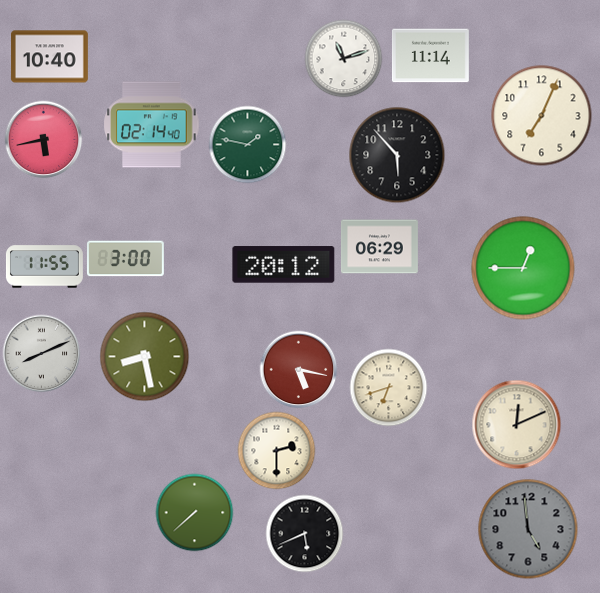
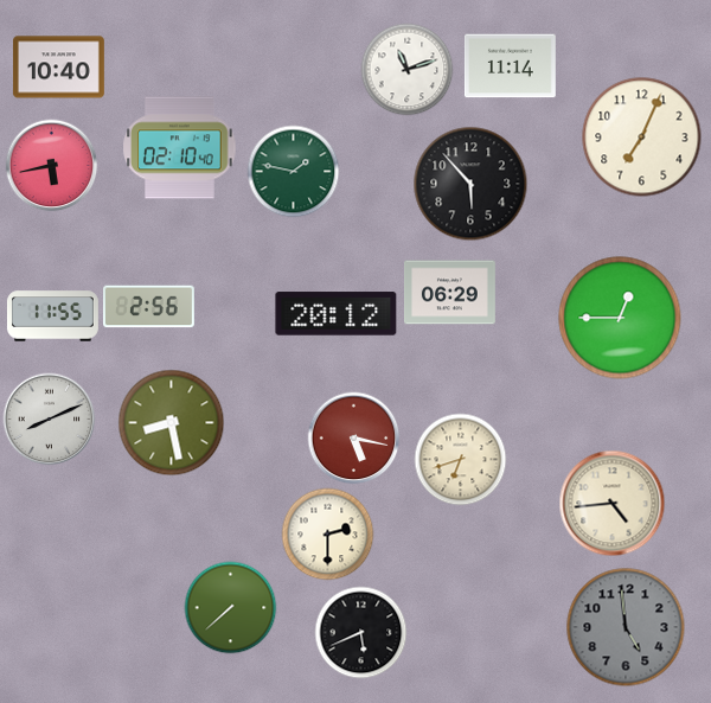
clock at (152, 125): 02:14 -> 02:10
clock at (125, 259): 3:00 -> 2:56
clock at (516, 424): 12:11 -> 4:44
